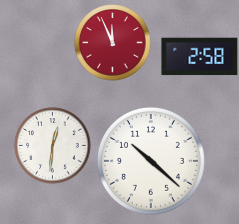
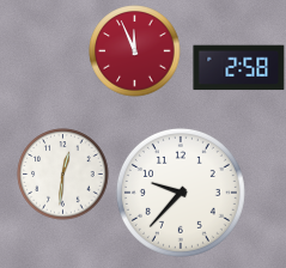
clock at (151, 161): 10:22 -> 9:37
